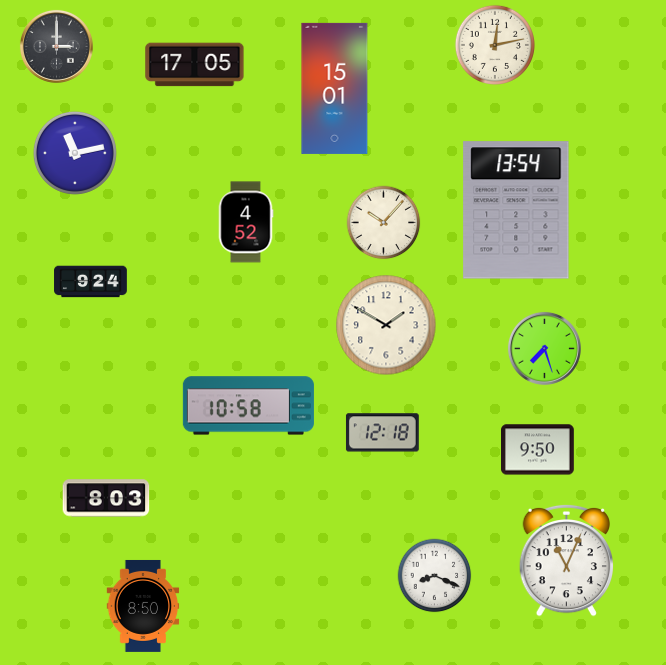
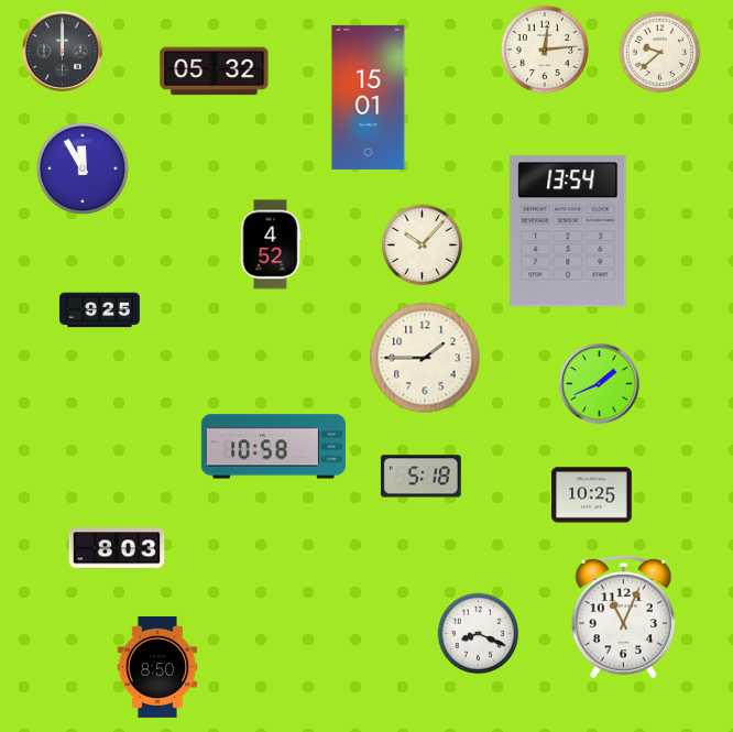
clock at (495, 45): 12:13 -> 12:14
clock at (56, 46): 3:00 -> 12:00
clock at (660, 53): none -> 9:38
clock at (195, 65): 17:05 -> 05:32
clock at (75, 153): 11:13 -> 11:55
clock at (91, 282): 9:24 -> 9:25
clock at (386, 325): 1:50 -> 1:45
clock at (544, 348): 7:27 -> 1:41
clock at (382, 433): 12:18 -> 5:18
clock at (538, 450): 9:50 -> 10:25
